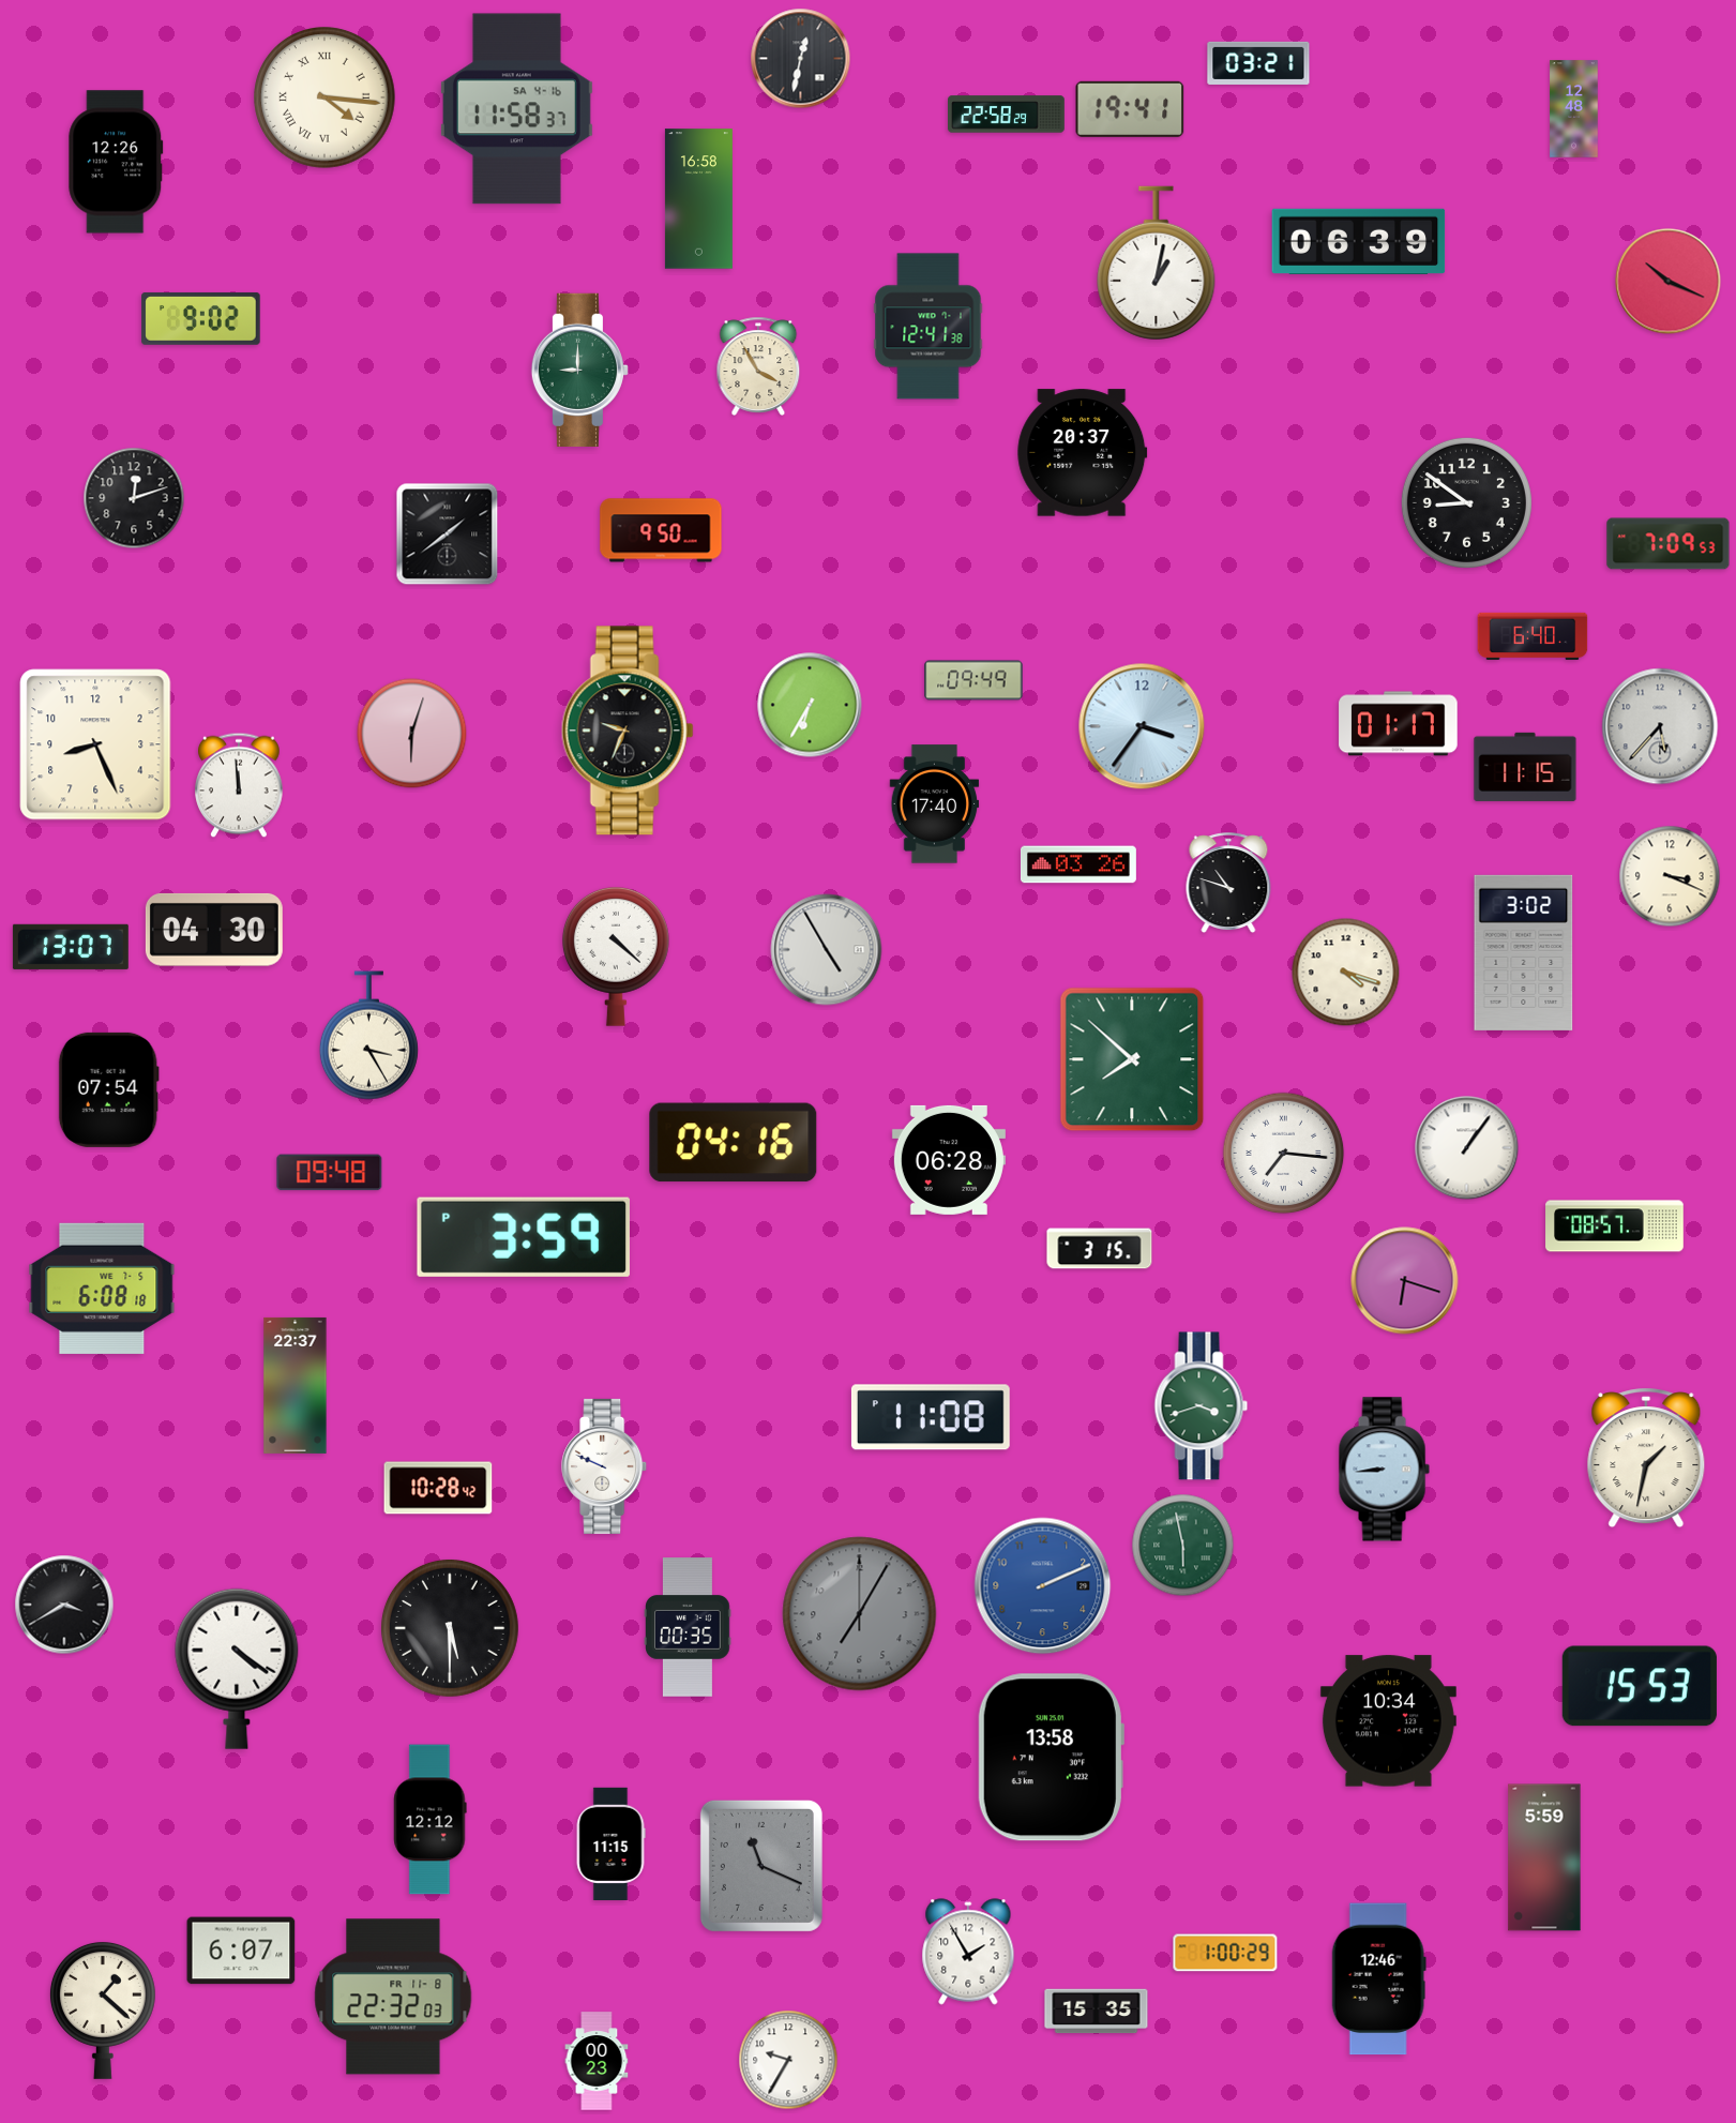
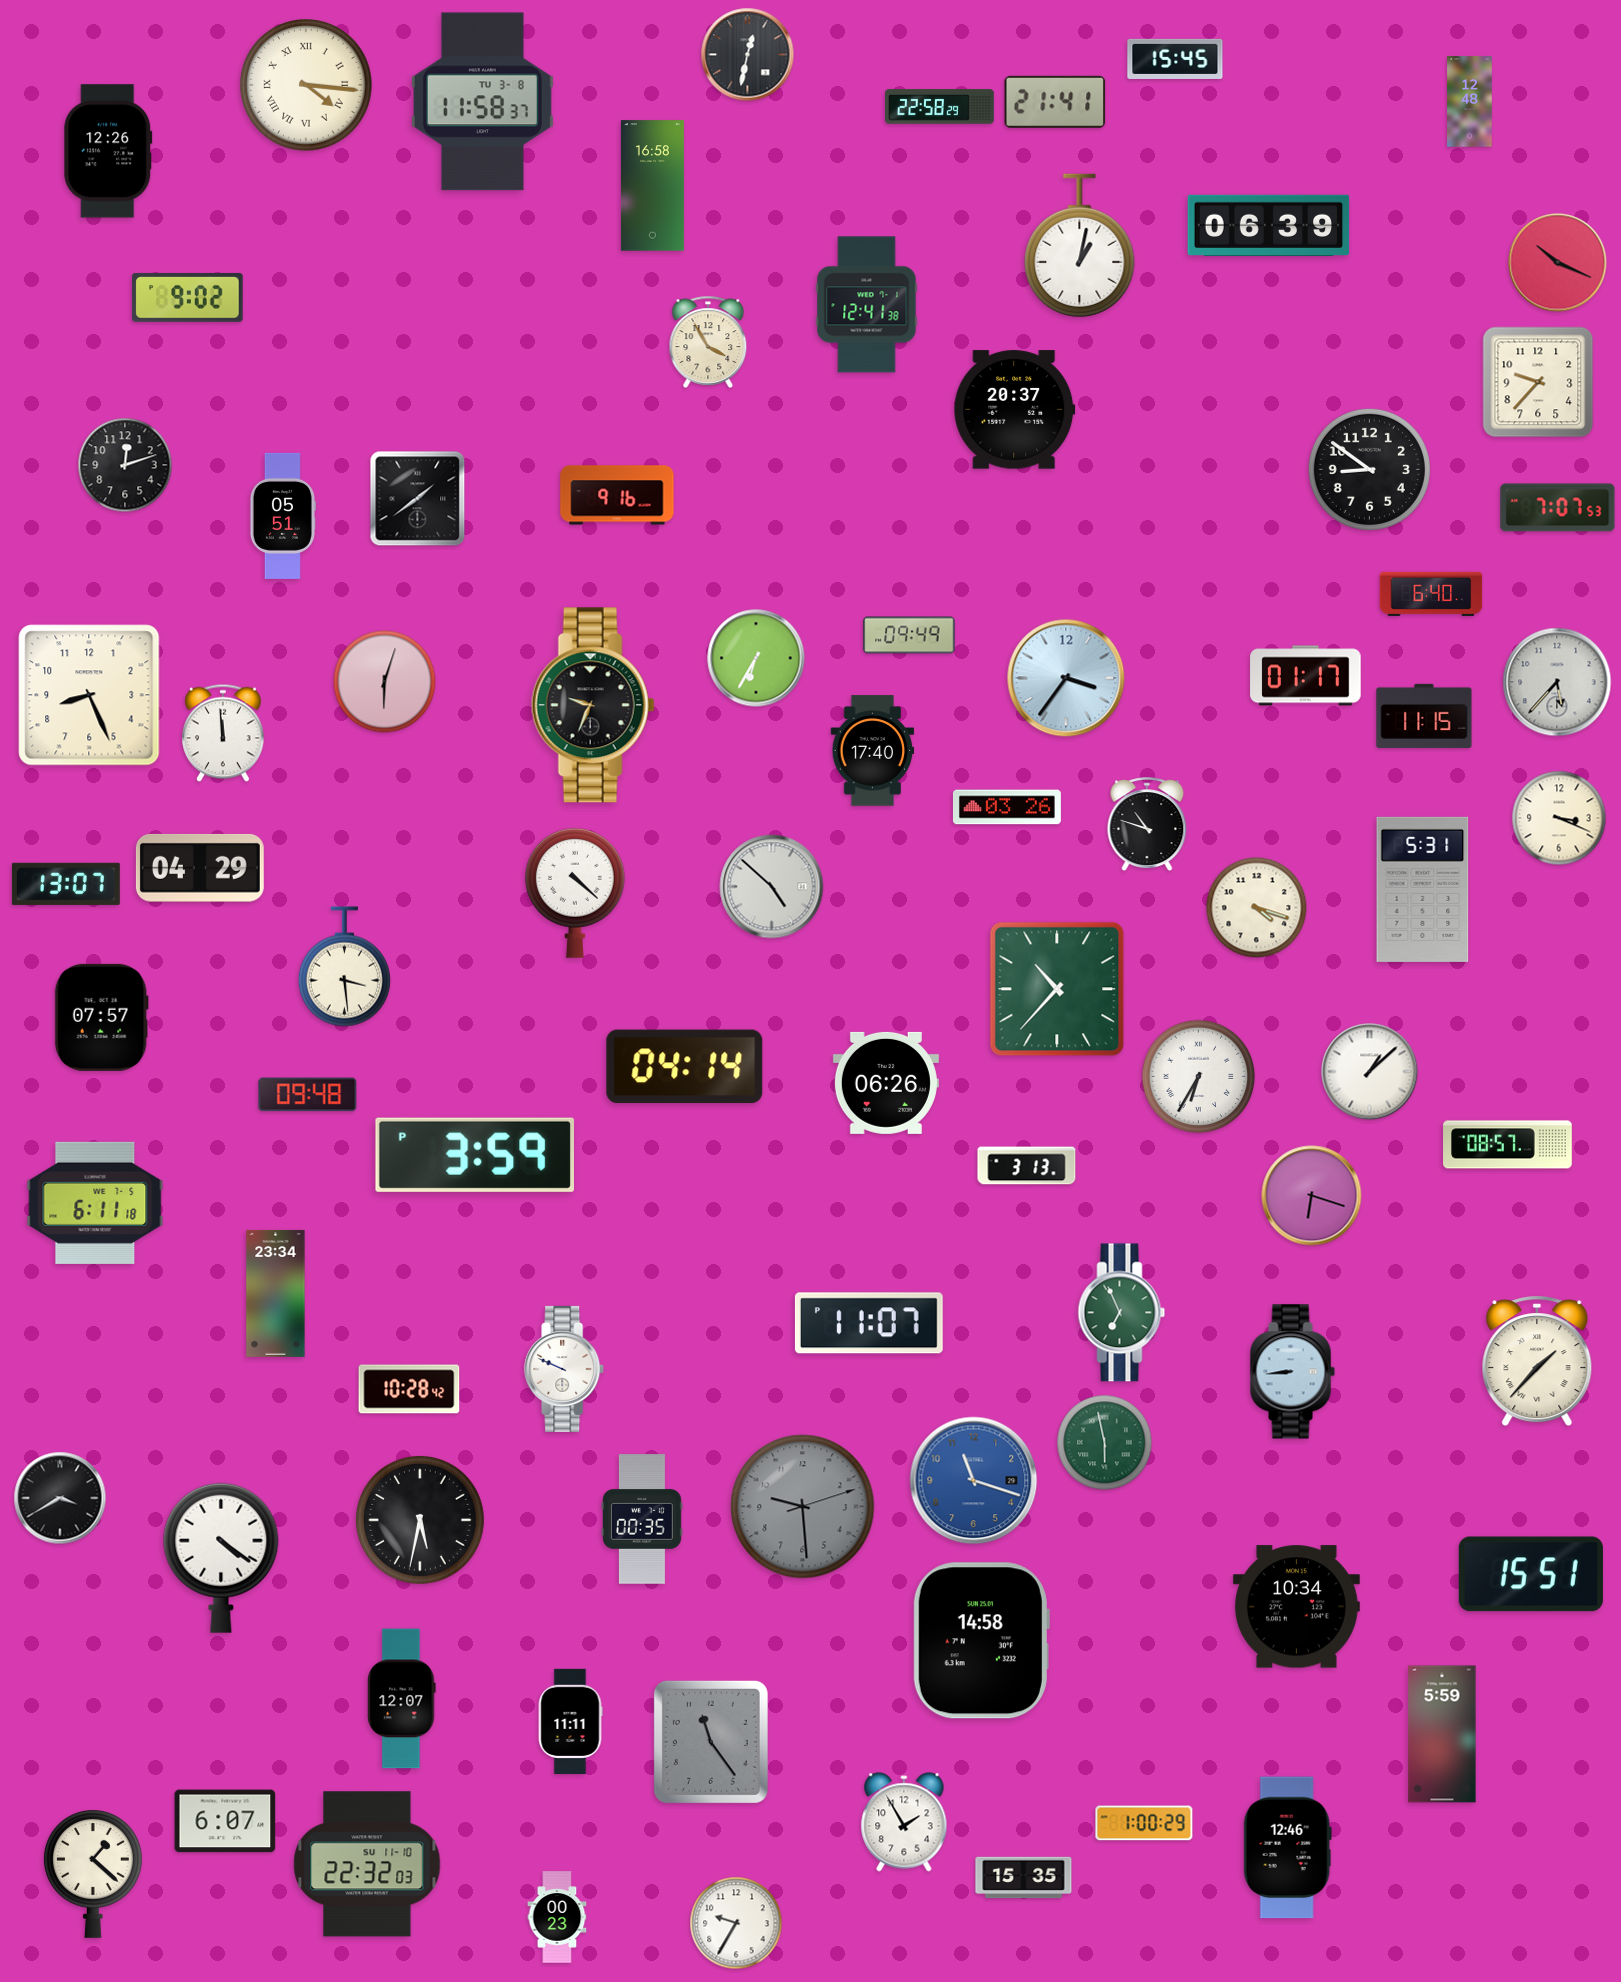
clock at (1258, 63): 03:21 -> 15:45
clock at (324, 97) position: (324, 97) -> (306, 85)
clock at (516, 109) date: SA 4-16 -> TU 3-8
clock at (1130, 109): 19:41 -> 21:41
clock at (579, 370): 9:00 -> none
clock at (1538, 382): none -> 9:37
clock at (1083, 453) position: (1083, 453) -> (1015, 410)
clock at (661, 530): 9:50 -> 9:16
clock at (1669, 544): 7:09 -> 7:07
clock at (282, 516): none -> 05:51
clock at (1660, 726) position: (1660, 726) -> (1557, 682)
clock at (628, 731) position: (628, 731) -> (593, 705)
clock at (412, 734) position: (412, 734) -> (385, 682)
clock at (214, 930): 04:30 -> 04:29
clock at (827, 950): 4:55 -> 4:52
clock at (1524, 952): 3:02 -> 5:31
clock at (368, 1036): 3:25 -> 3:29
clock at (1132, 1059): 7:52 -> 10:37
clock at (108, 1089): 07:54 -> 07:57
clock at (734, 1143): 04:16 -> 04:14
clock at (1467, 1148): 1:06 -> 1:08
clock at (1284, 1154): 7:16 -> 6:35
clock at (949, 1160): 06:28 -> 06:26
clock at (524, 1237) position: (524, 1237) -> (475, 1155)
clock at (1100, 1249): 3:15 -> 3:13
clock at (102, 1289): 6:08 -> 6:11
clock at (296, 1385): 22:37 -> 23:34
clock at (1202, 1406): 3:42 -> 6:56
clock at (931, 1417): 11:08 -> 11:07
clock at (1646, 1458): 1:32 -> 1:37
clock at (1043, 1586): 2:11 -> 11:18
clock at (860, 1614): 7:05 -> 9:29
clock at (450, 1628): 5:30 -> 5:32
clock at (1640, 1686): 15:53 -> 15:51
clock at (1051, 1758): 13:58 -> 14:58
clock at (431, 1820): 12:12 -> 12:07
clock at (610, 1843): 11:15 -> 11:11
clock at (761, 1866): 11:19 -> 11:24
clock at (393, 1997) date: FR 11-8 -> SU 11-10
clock at (103, 2009) position: (103, 2009) -> (93, 1873)
clock at (597, 2061) position: (597, 2061) -> (557, 1917)
